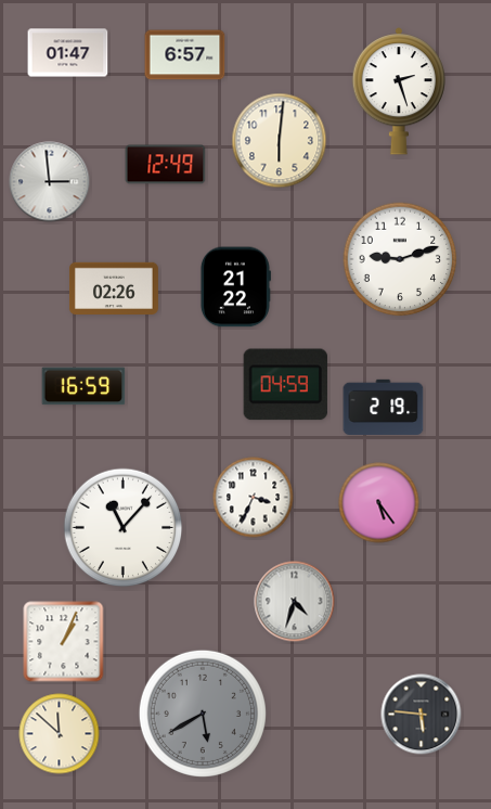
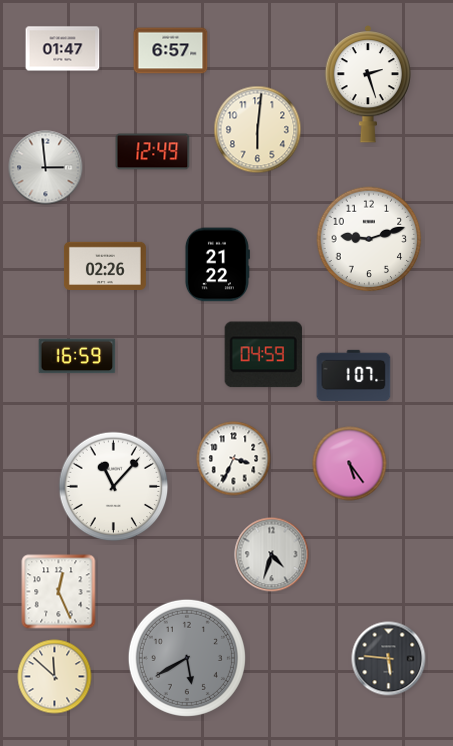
clock at (384, 407): 2:19 -> 1:07
clock at (64, 642): 1:04 -> 12:26
